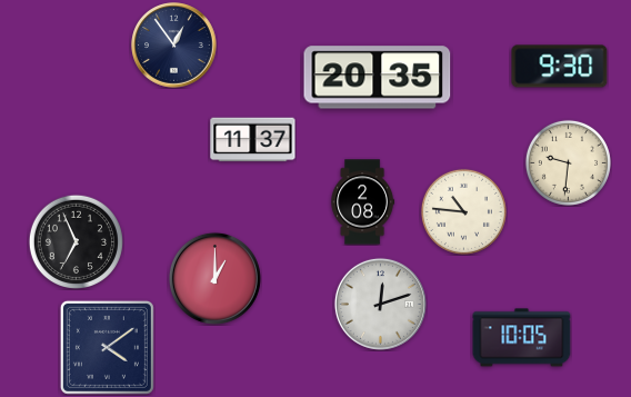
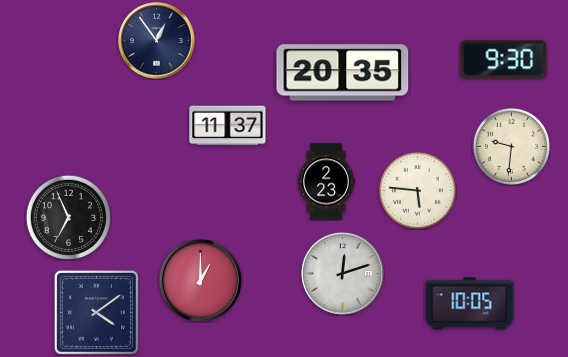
clock at (378, 78) position: (378, 78) -> (343, 73)
clock at (363, 202): 2:08 -> 2:23
clock at (463, 211): 10:46 -> 5:46
clock at (214, 278) position: (214, 278) -> (200, 280)
